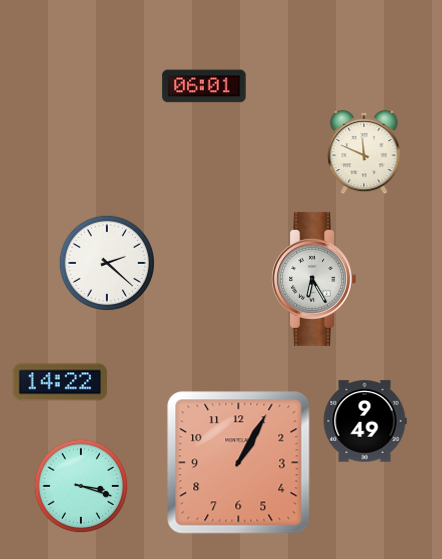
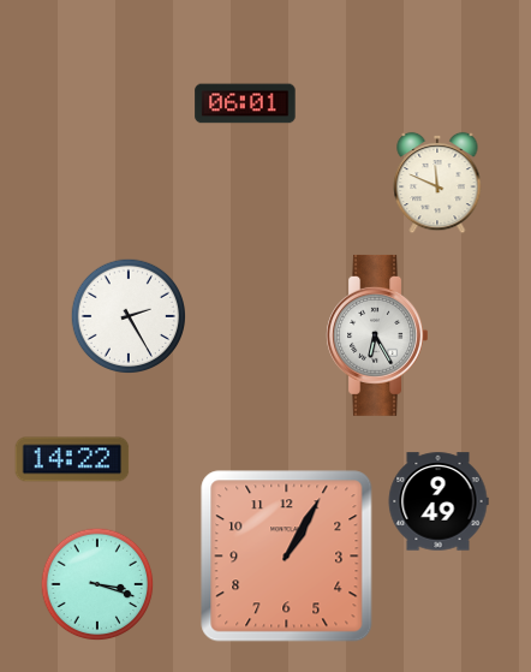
clock at (106, 262): 2:22 -> 2:25
clock at (365, 421) position: (365, 421) -> (438, 501)
